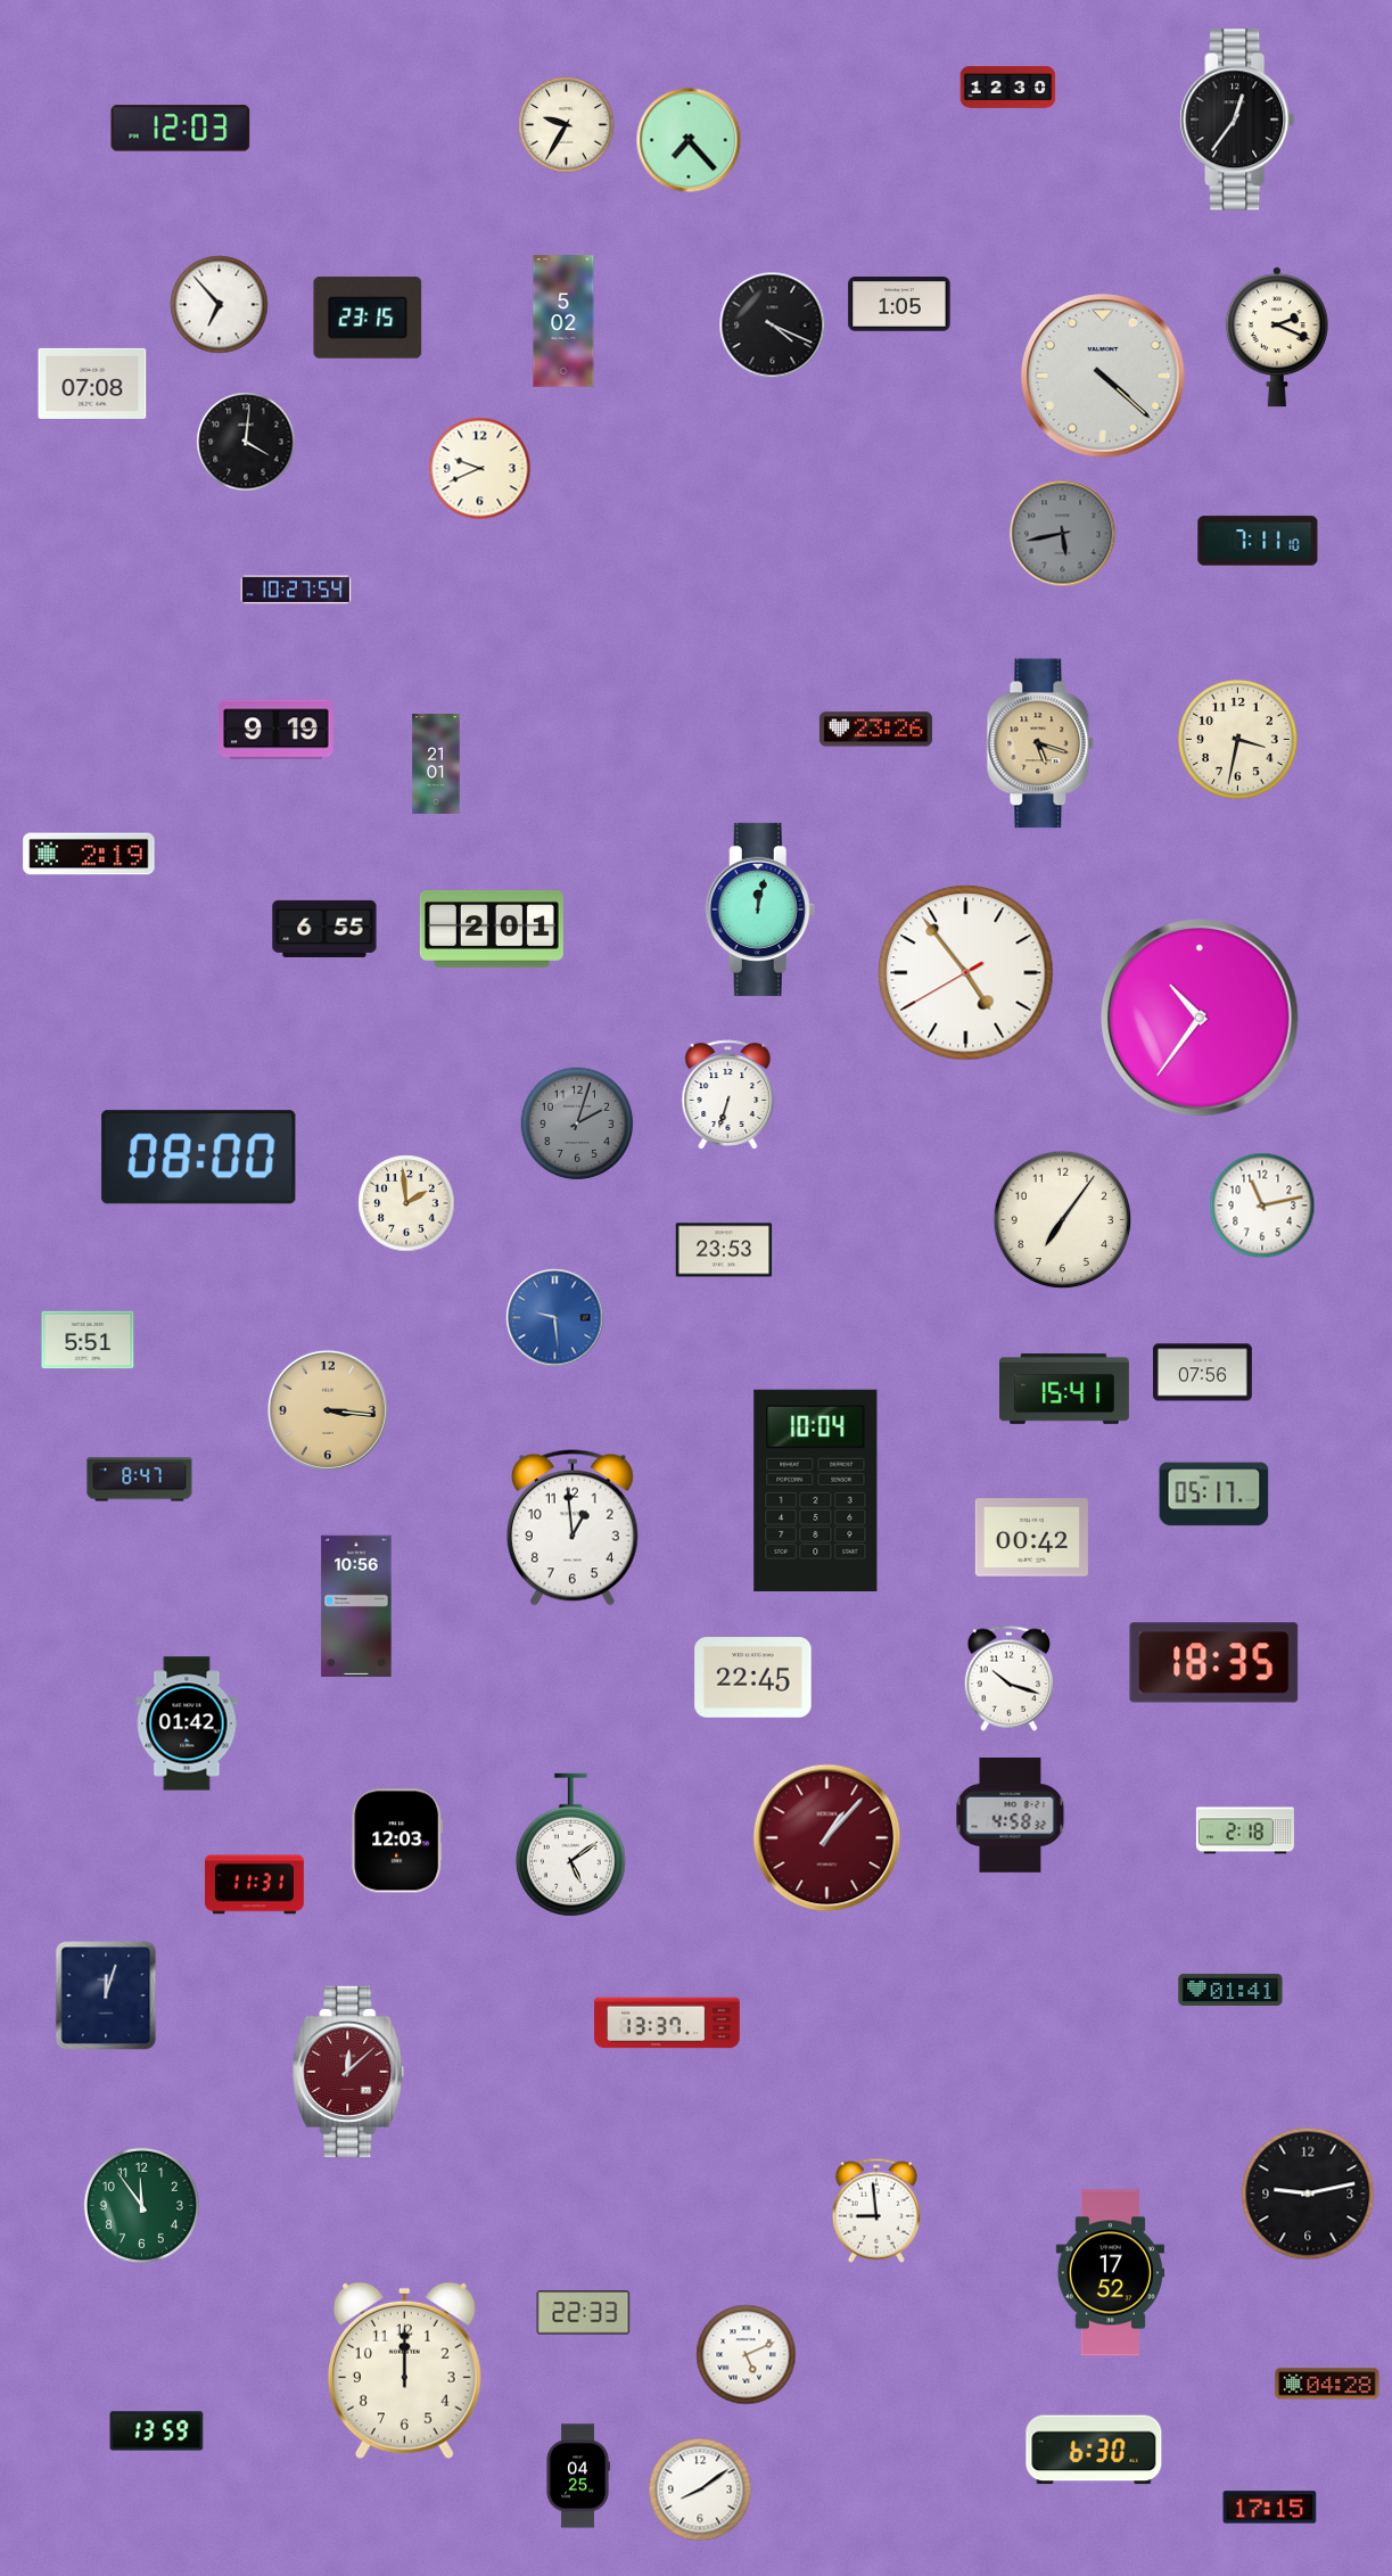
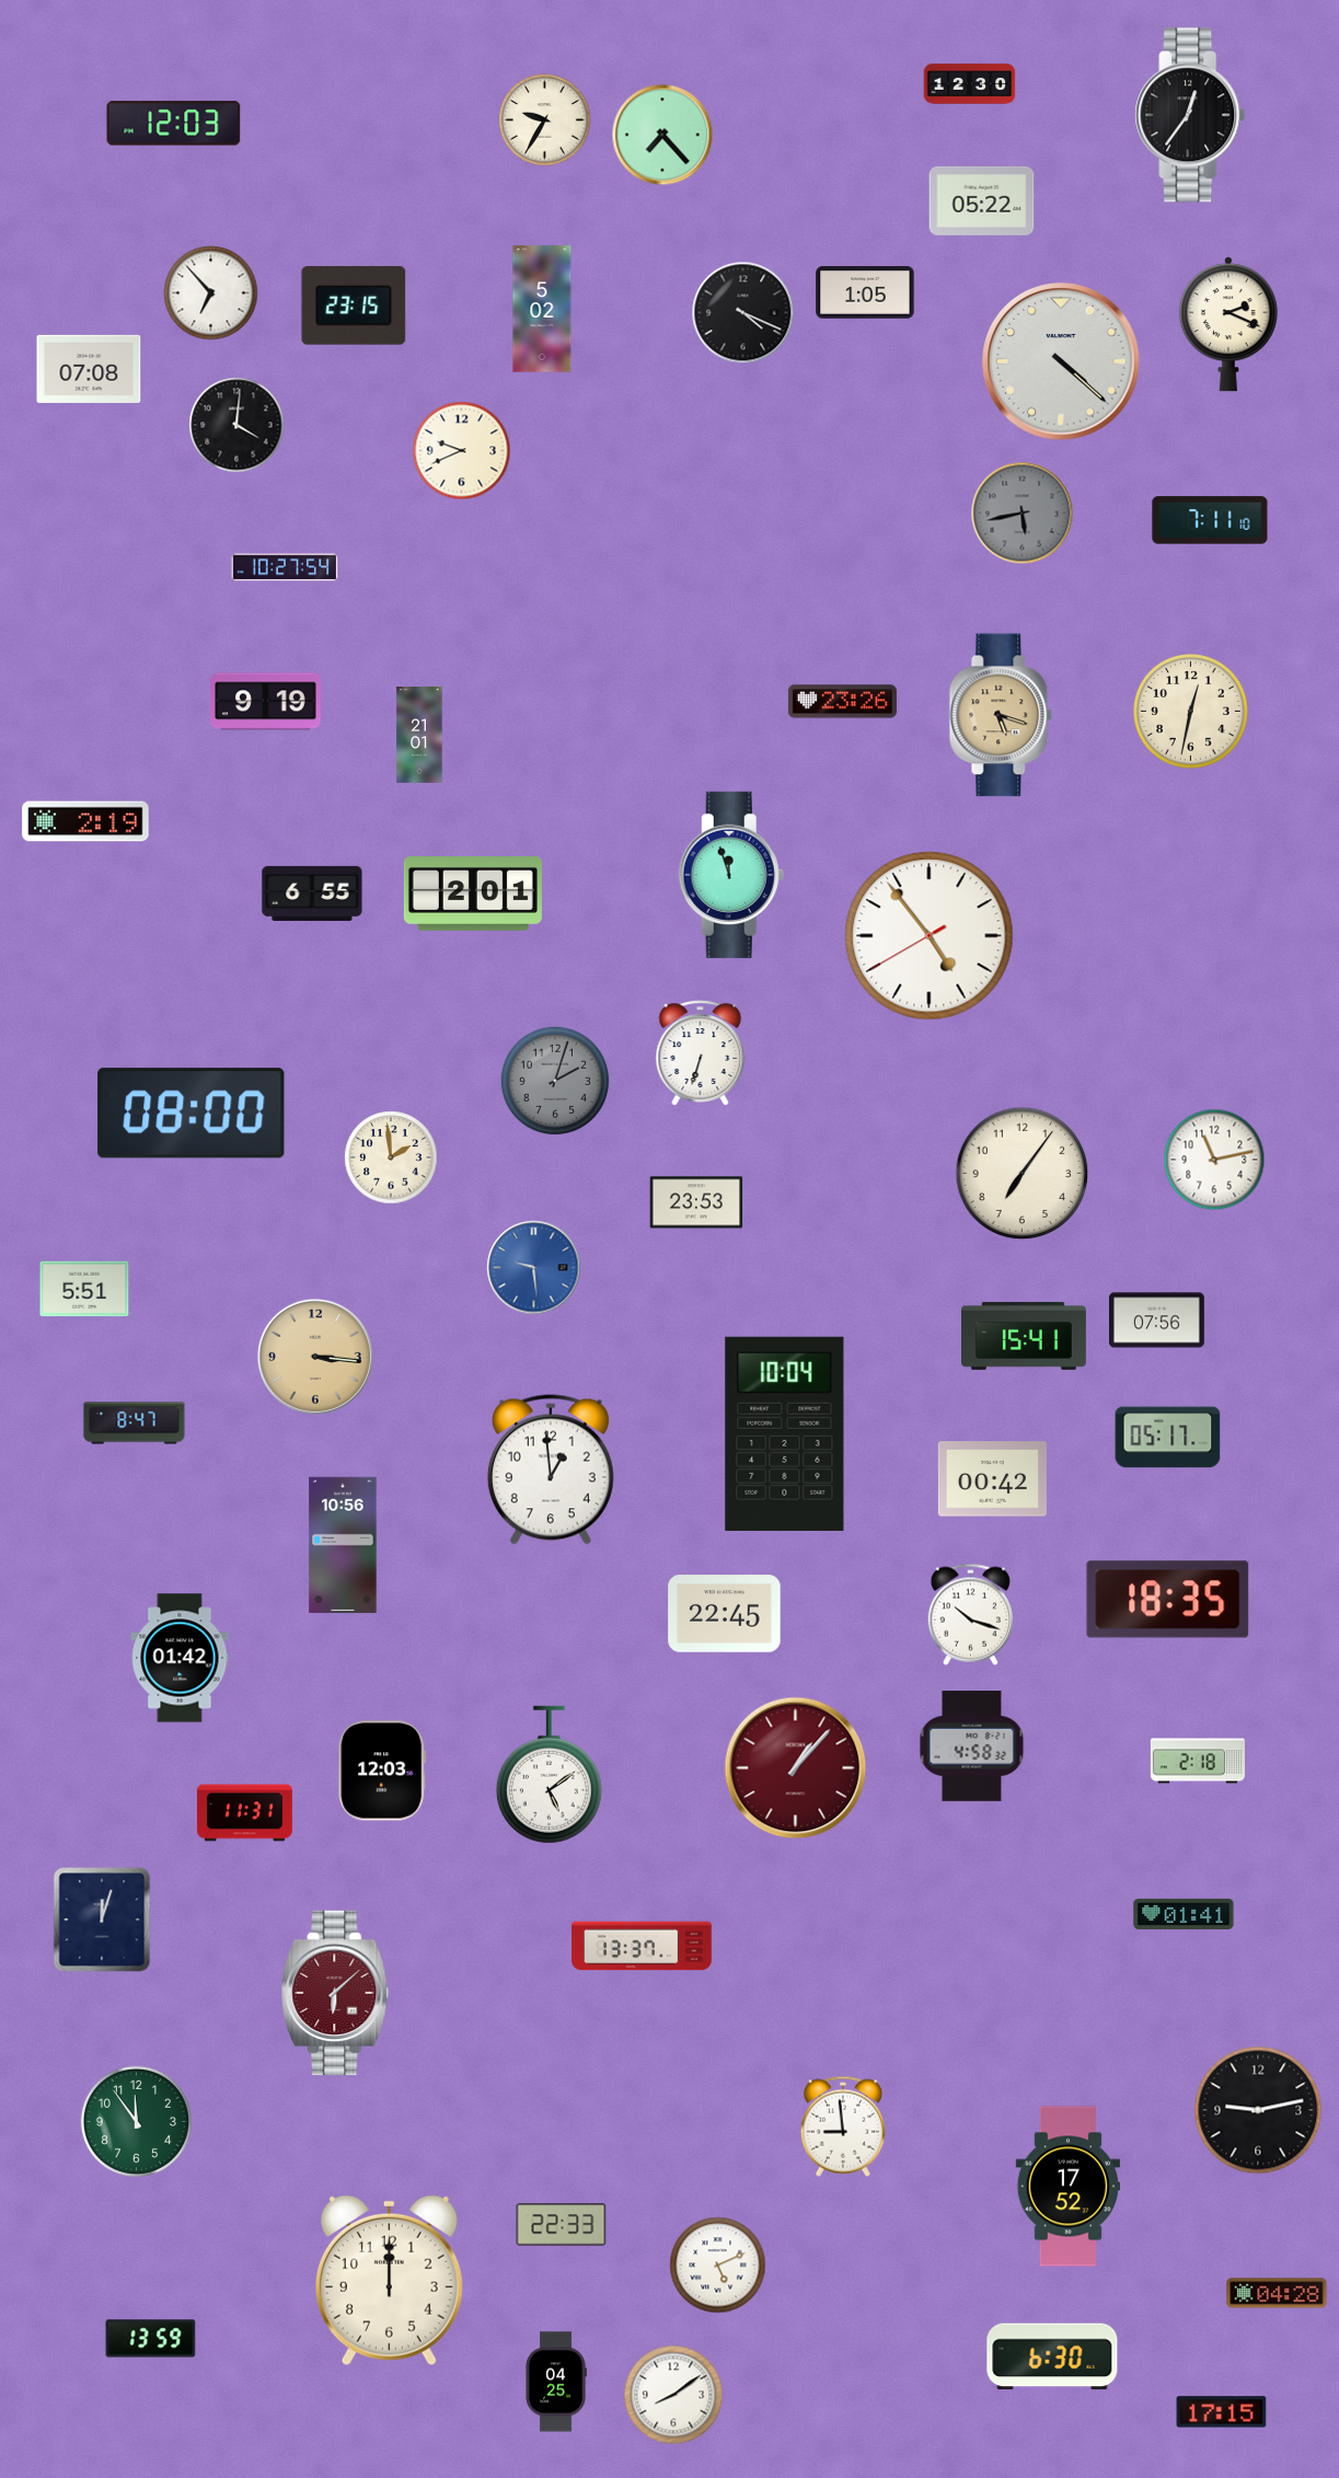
clock at (982, 200): none -> 05:22
clock at (1238, 740): 3:32 -> 12:32
clock at (760, 910): 12:02 -> 11:57
clock at (1201, 1019): 10:36 -> none
clock at (348, 2072): 12:08 -> 6:08
